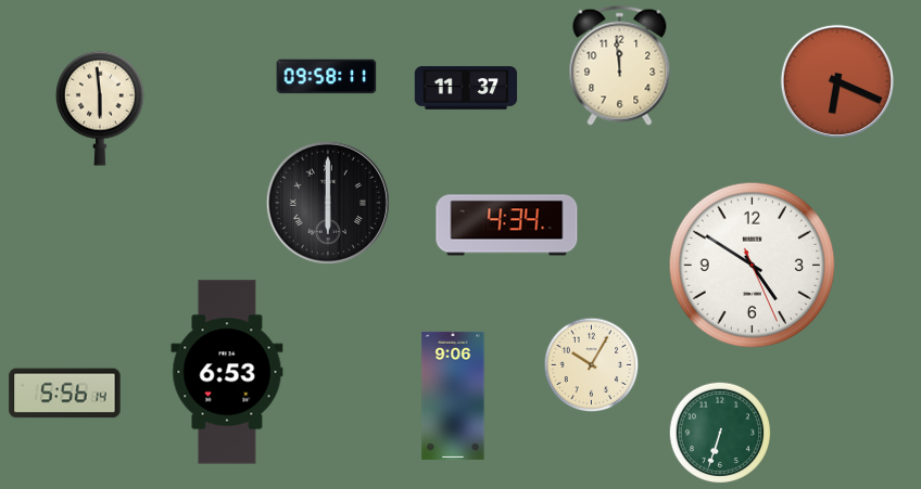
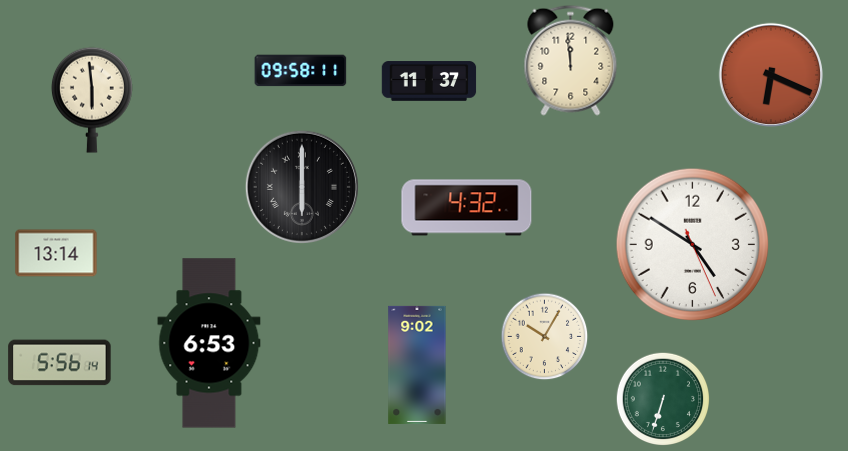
clock at (507, 226): 4:34 -> 4:32
clock at (56, 253): none -> 13:14
clock at (453, 396): 9:06 -> 9:02
